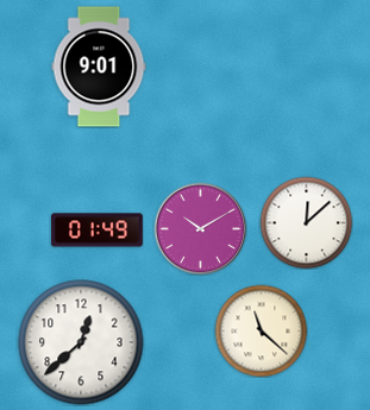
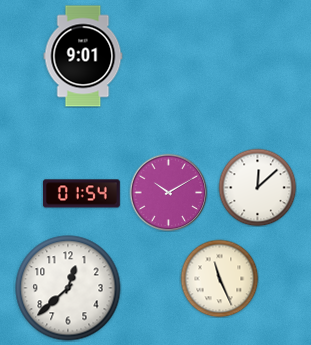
clock at (96, 231): 01:49 -> 01:54
clock at (261, 330): 11:22 -> 11:26
